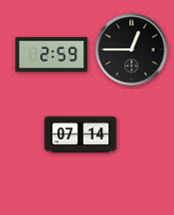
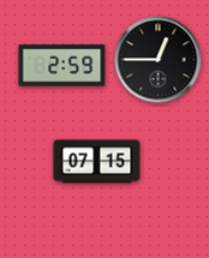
clock at (81, 135): 07:14 -> 07:15
